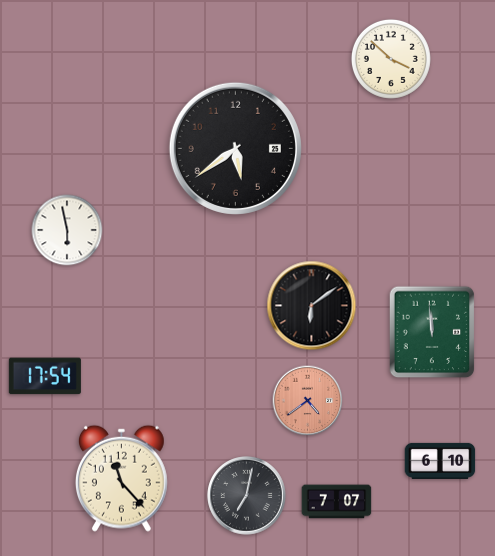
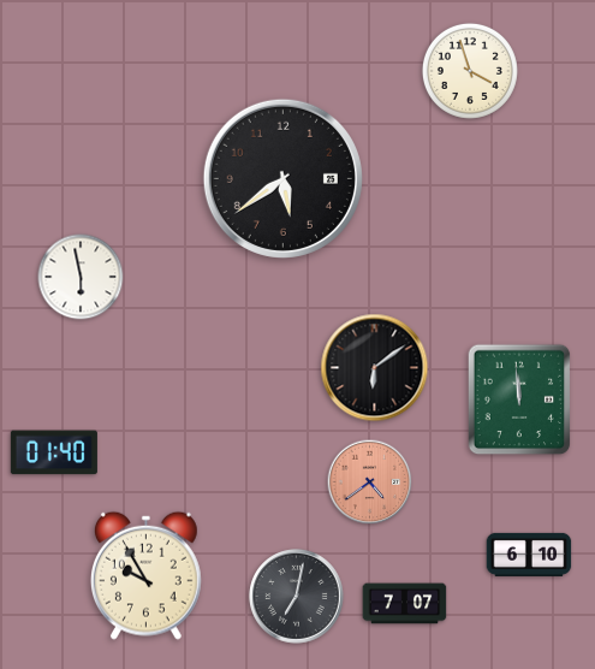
clock at (391, 59): 3:52 -> 3:57
clock at (45, 376): 17:54 -> 01:40
clock at (121, 478): 11:23 -> 9:55
